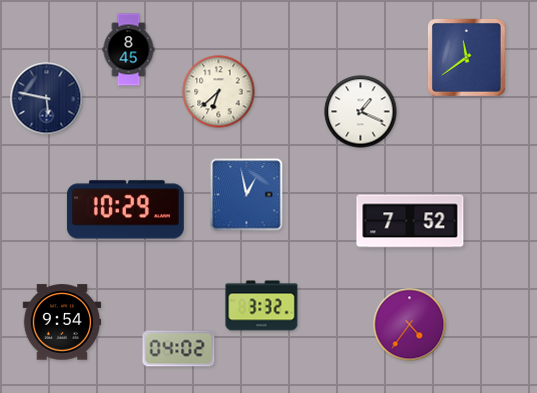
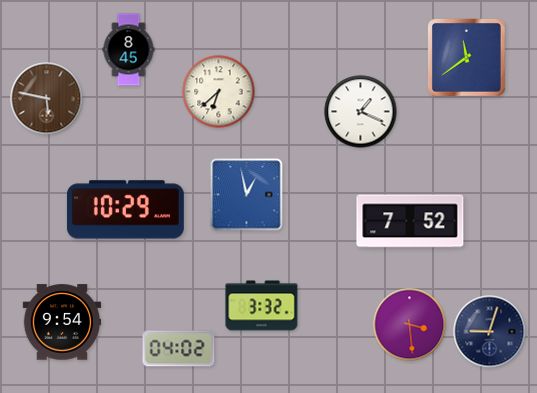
clock at (47, 99) dial: navy -> brown
clock at (410, 325): 4:36 -> 3:29
clock at (490, 332): none -> 9:03
